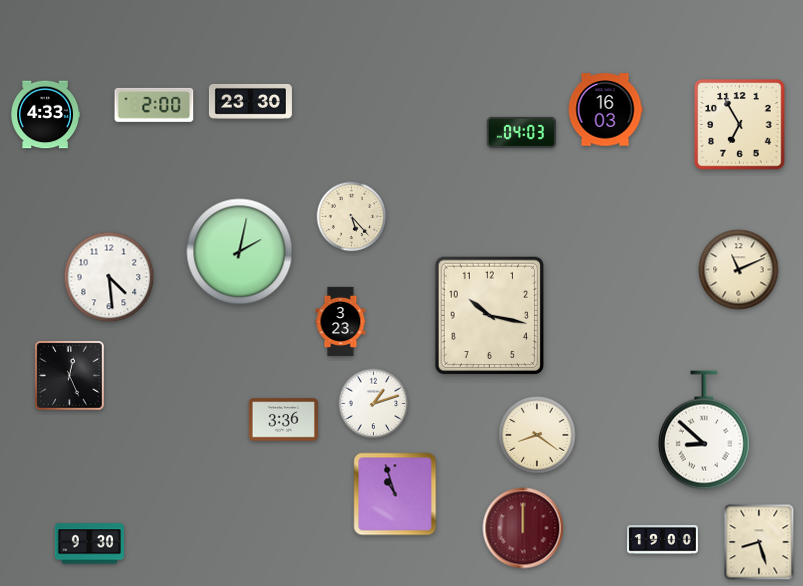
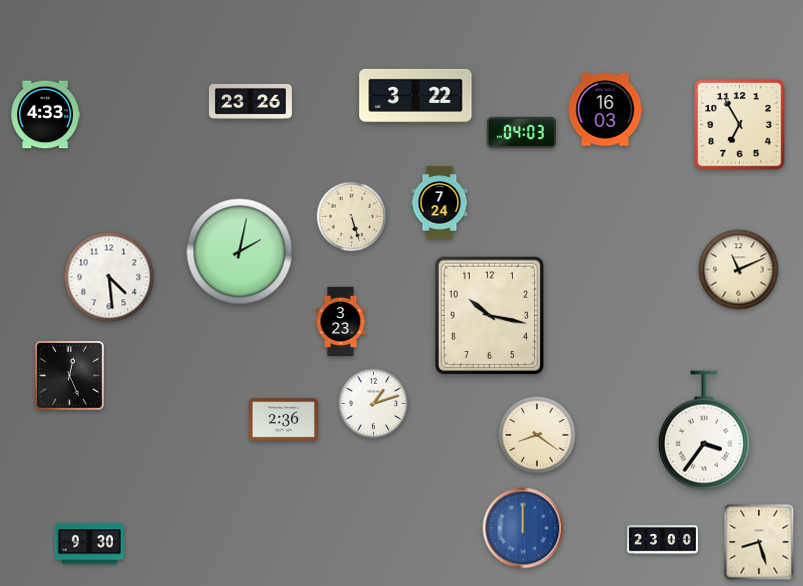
clock at (416, 95): none -> 3:22
clock at (250, 101): 23:30 -> 23:26
clock at (154, 105): 2:00 -> none
clock at (440, 203): none -> 7:24
clock at (352, 217): 5:23 -> 5:27
clock at (283, 420): 3:36 -> 2:36
clock at (704, 430): 8:52 -> 3:36
clock at (395, 494): 10:57 -> none
clock at (523, 528) dial: burgundy -> blue
clock at (663, 540): 19:00 -> 23:00
